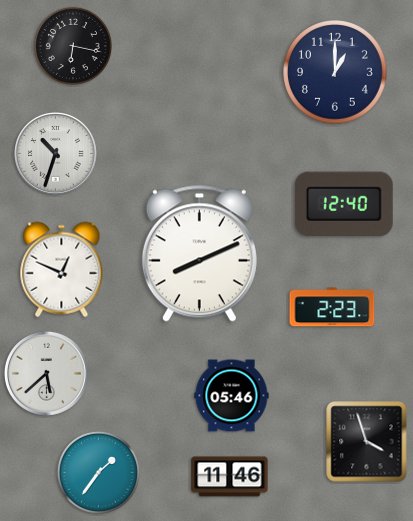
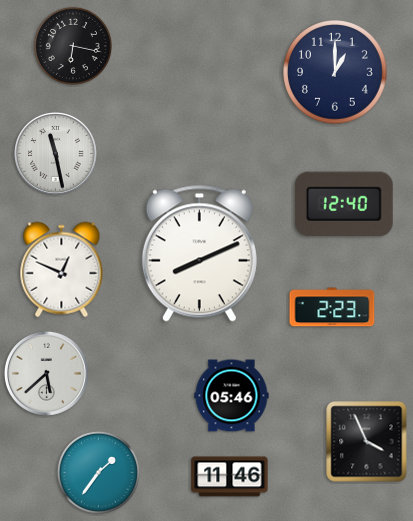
clock at (55, 153): 10:33 -> 11:28
clock at (367, 442): 3:57 -> 3:56
